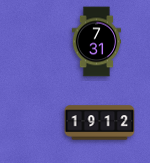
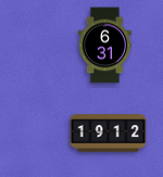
clock at (96, 42): 7:31 -> 6:31
